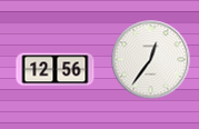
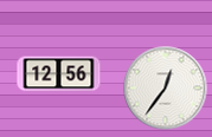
clock at (151, 60) position: (151, 60) -> (166, 89)
